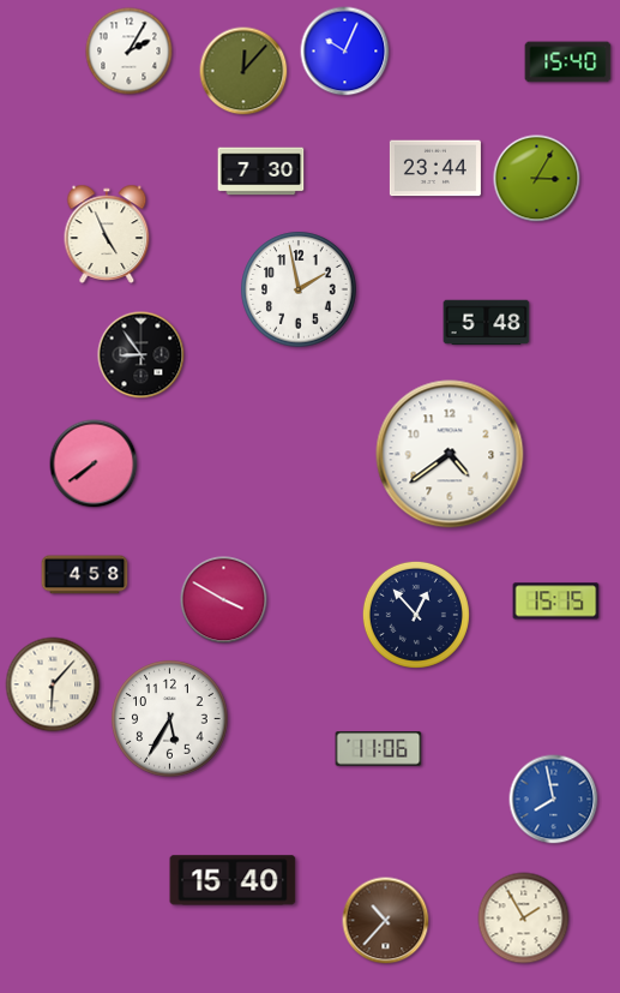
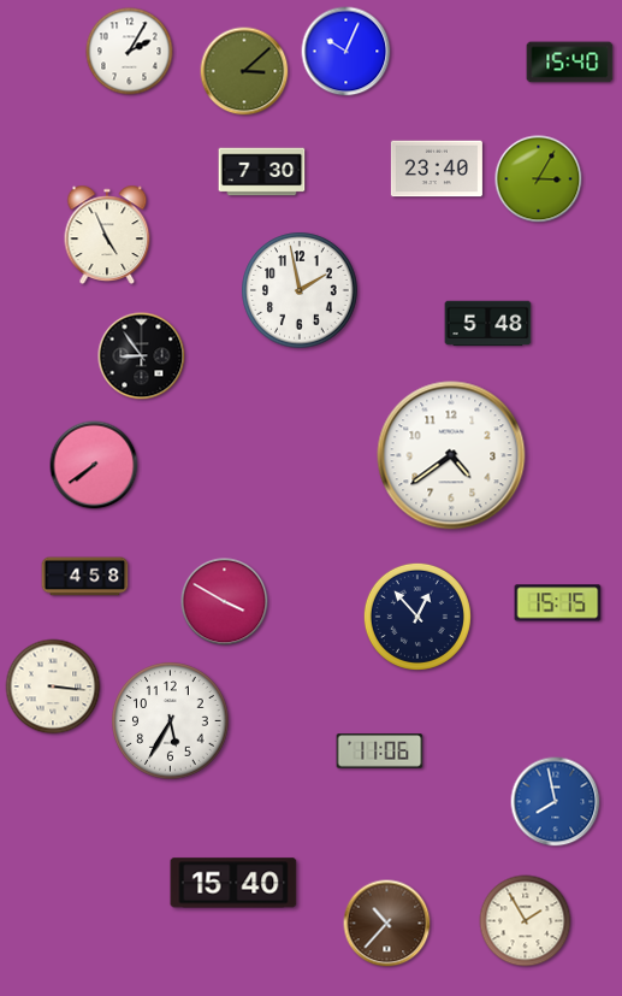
clock at (243, 71): 12:07 -> 3:08
clock at (435, 168): 23:44 -> 23:40
clock at (53, 684): 6:07 -> 3:16
